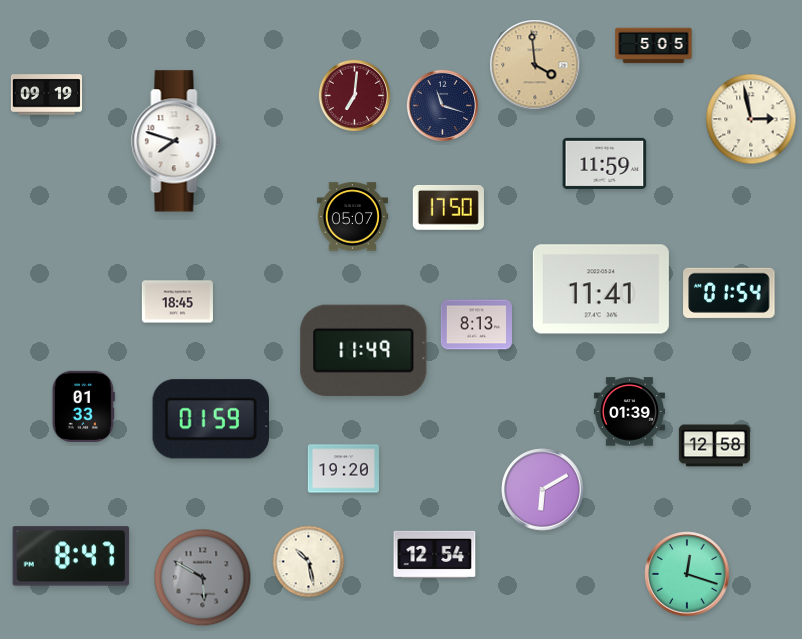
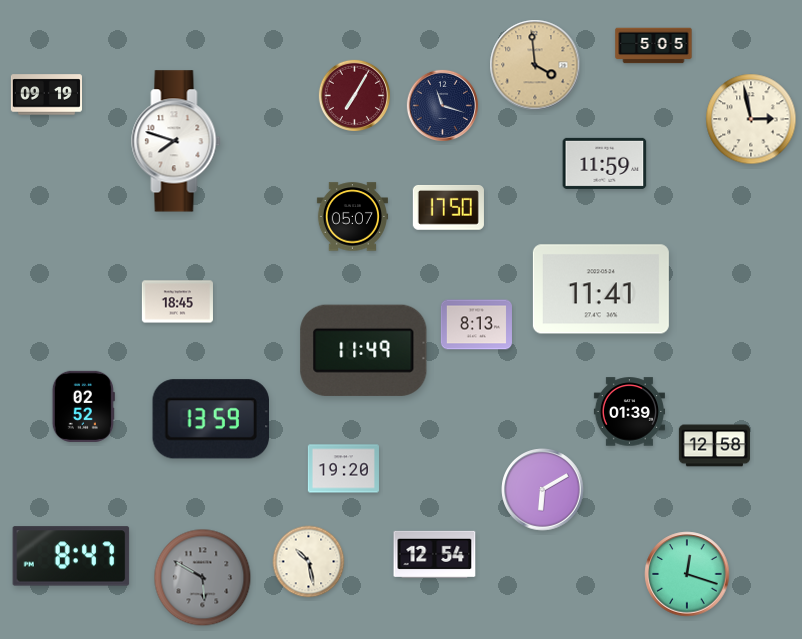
clock at (354, 95): 7:01 -> 7:05
clock at (729, 293): 01:54 -> none
clock at (83, 406): 01:33 -> 02:52
clock at (210, 419): 01:59 -> 13:59
